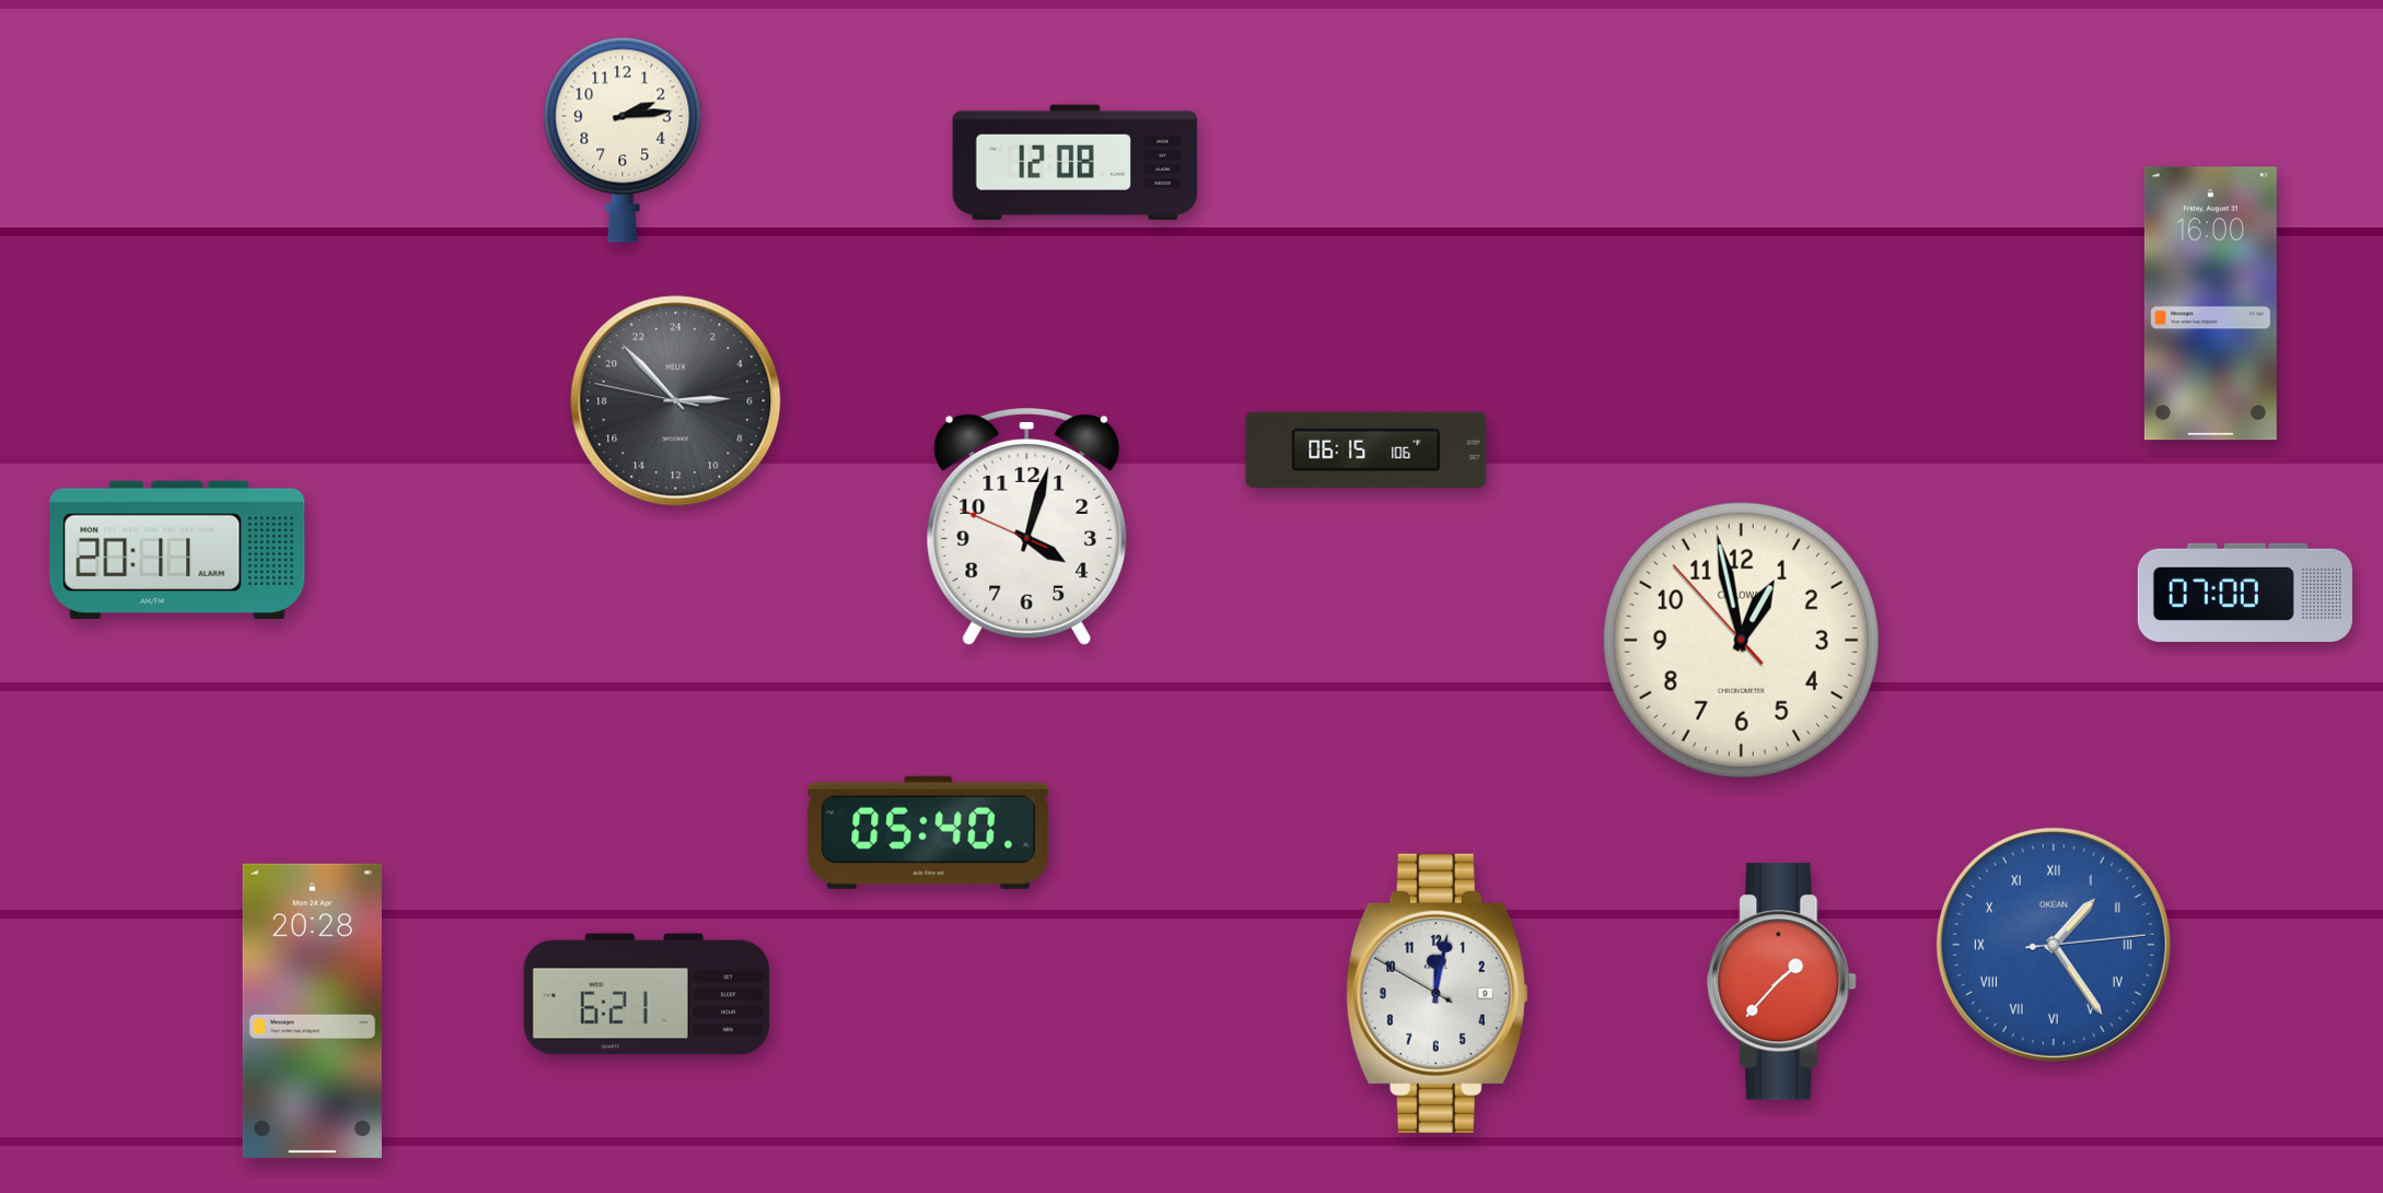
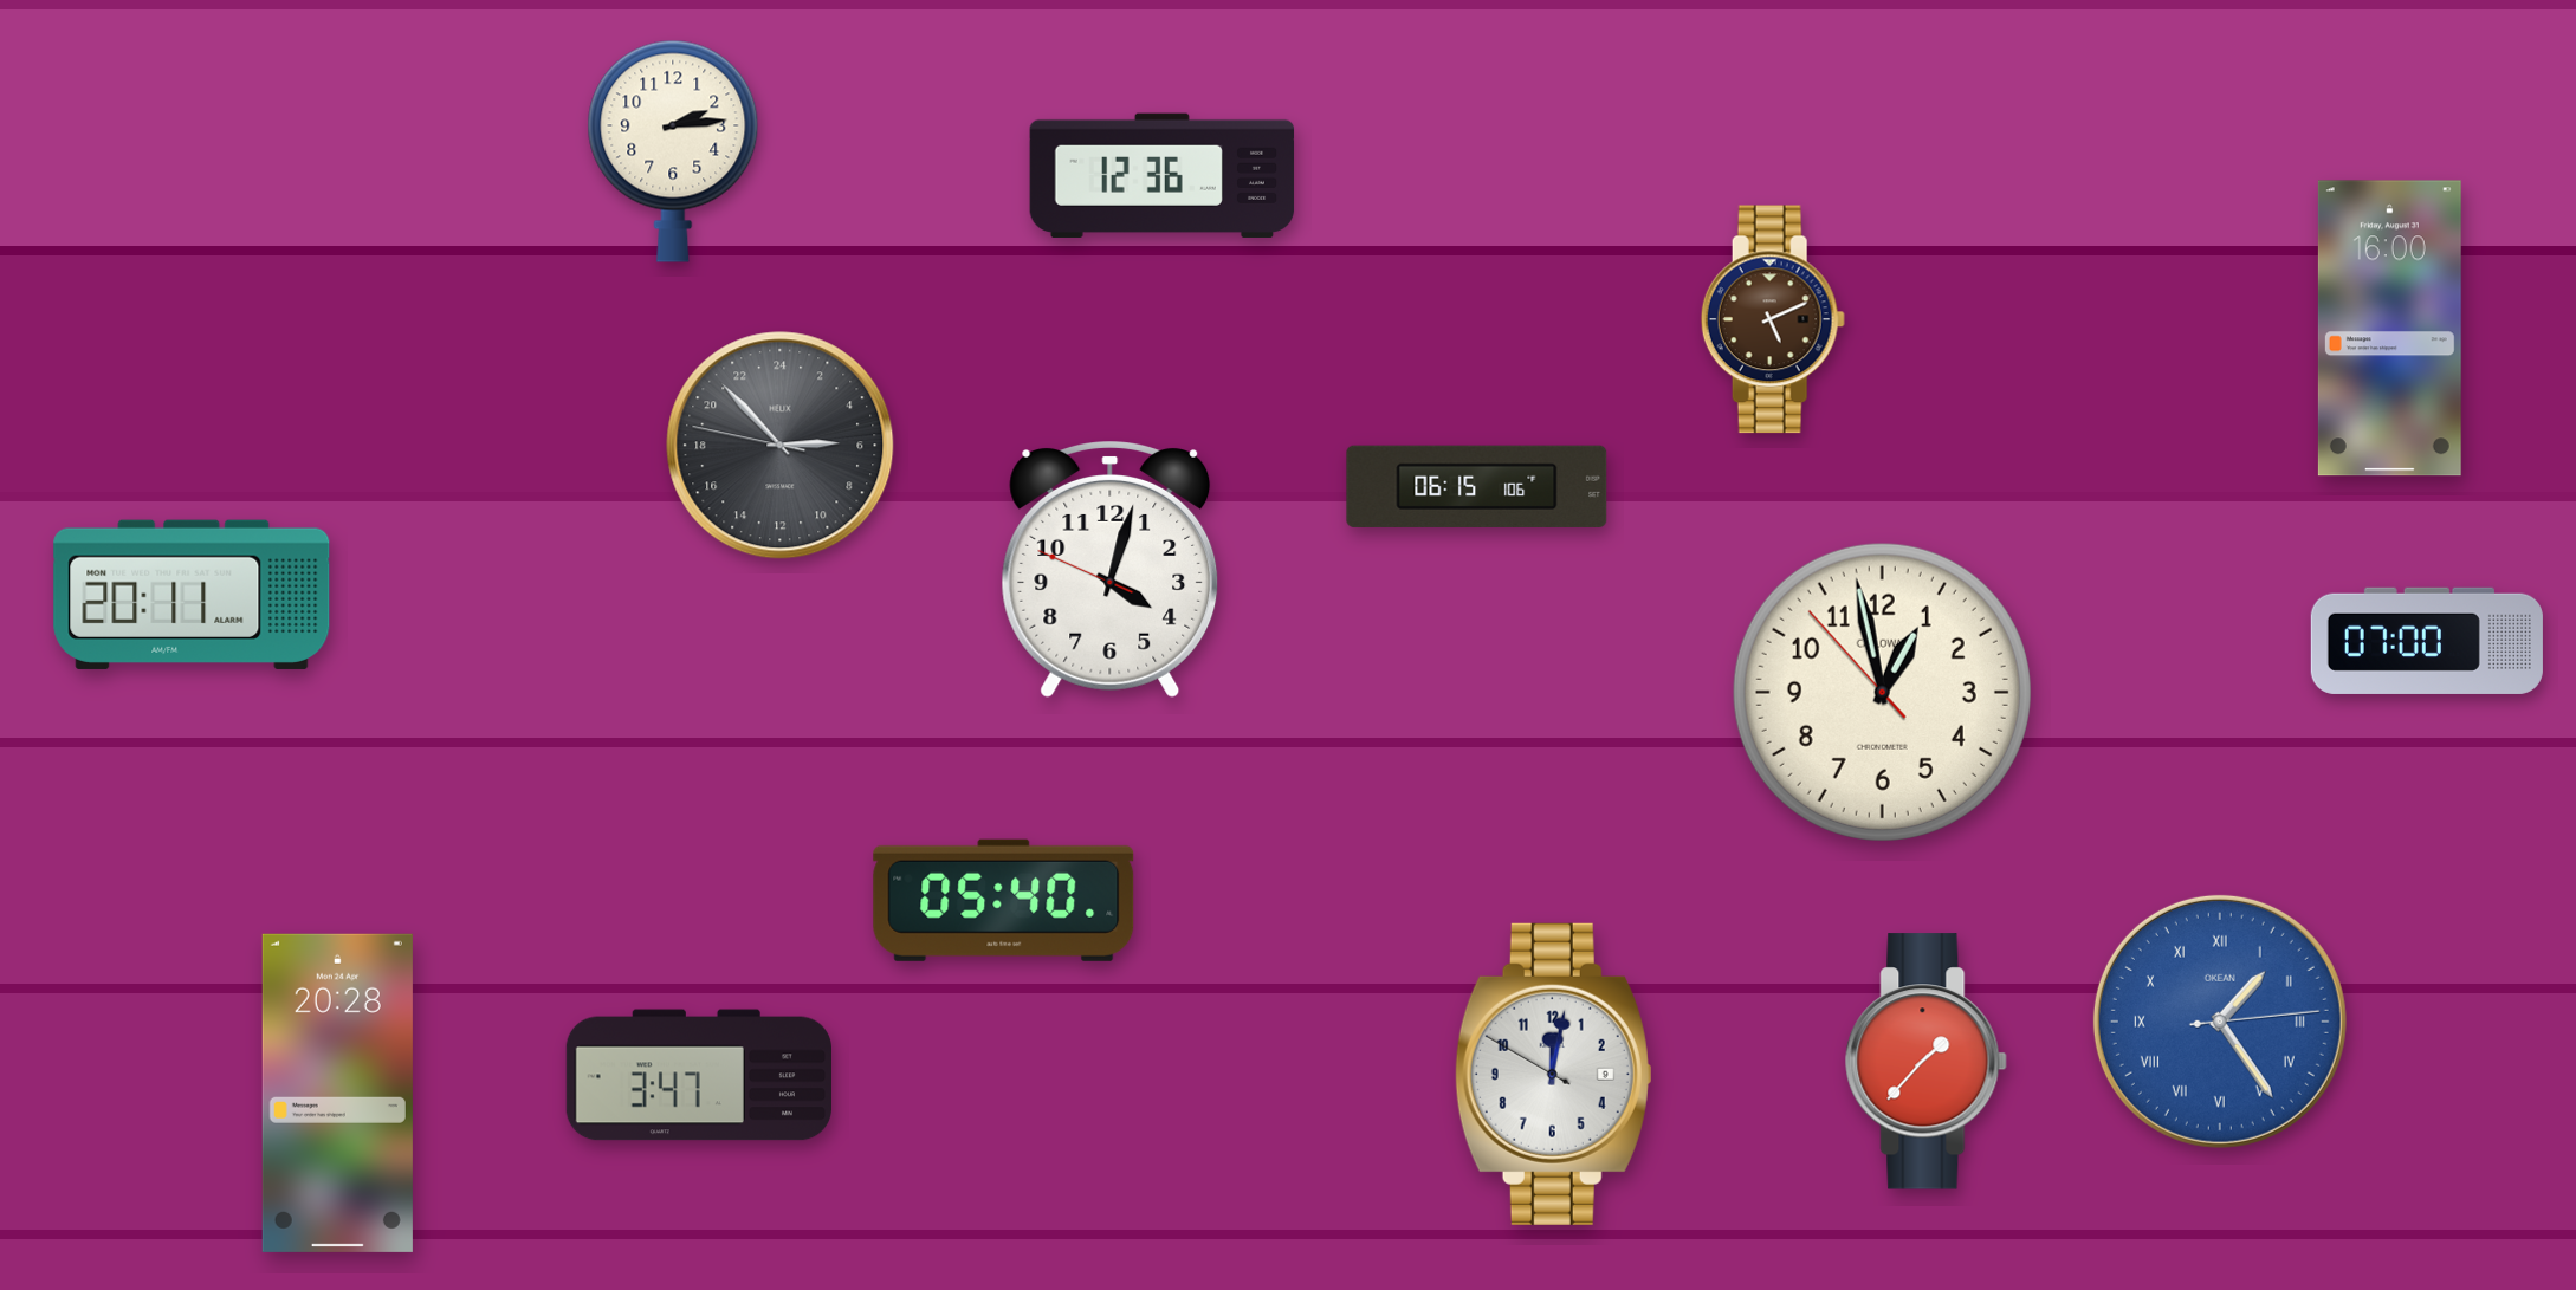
clock at (1076, 162): 12:08 -> 12:36
clock at (1773, 319): none -> 5:11
clock at (676, 401) position: (676, 401) -> (781, 446)
clock at (646, 994): 6:21 -> 3:47
